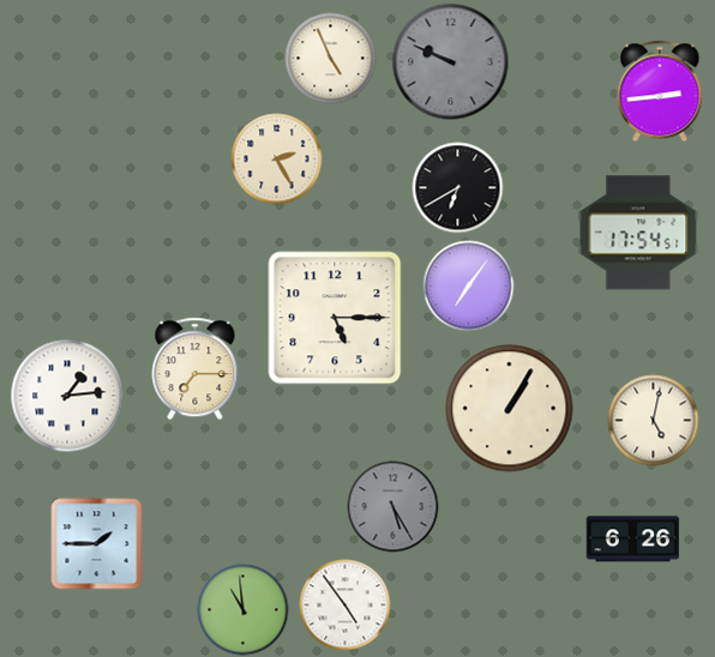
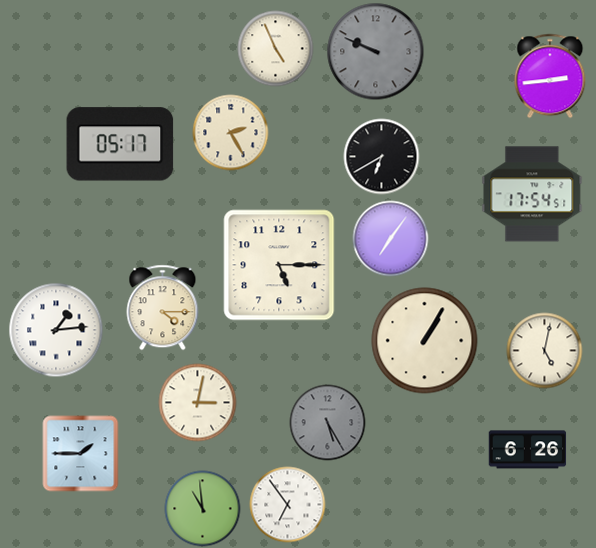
clock at (120, 144): none -> 05:17
clock at (196, 369): 7:15 -> 4:15
clock at (198, 403): none -> 3:02
clock at (346, 605): 4:54 -> 6:54
